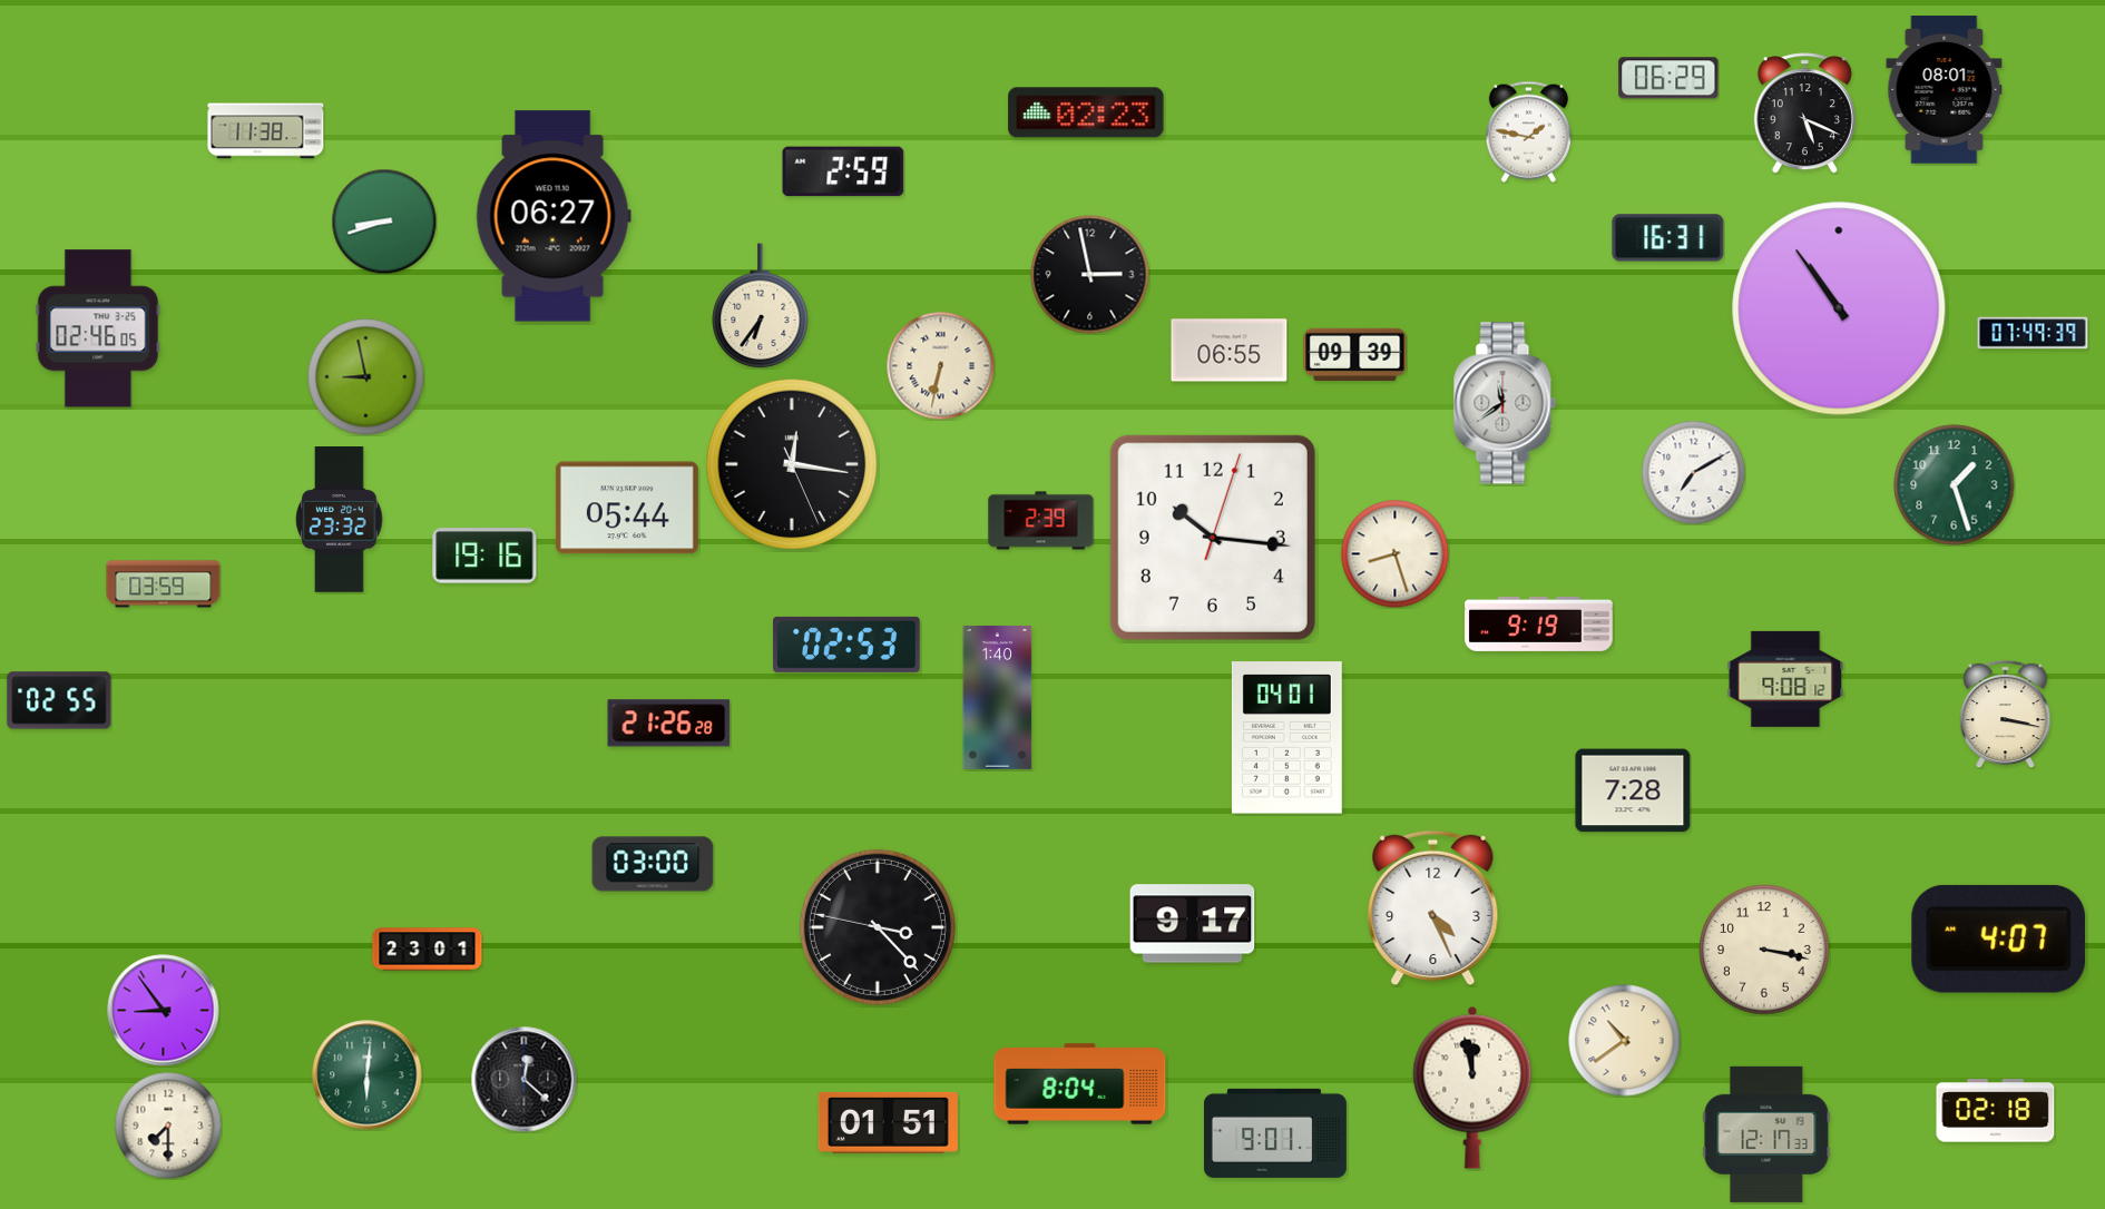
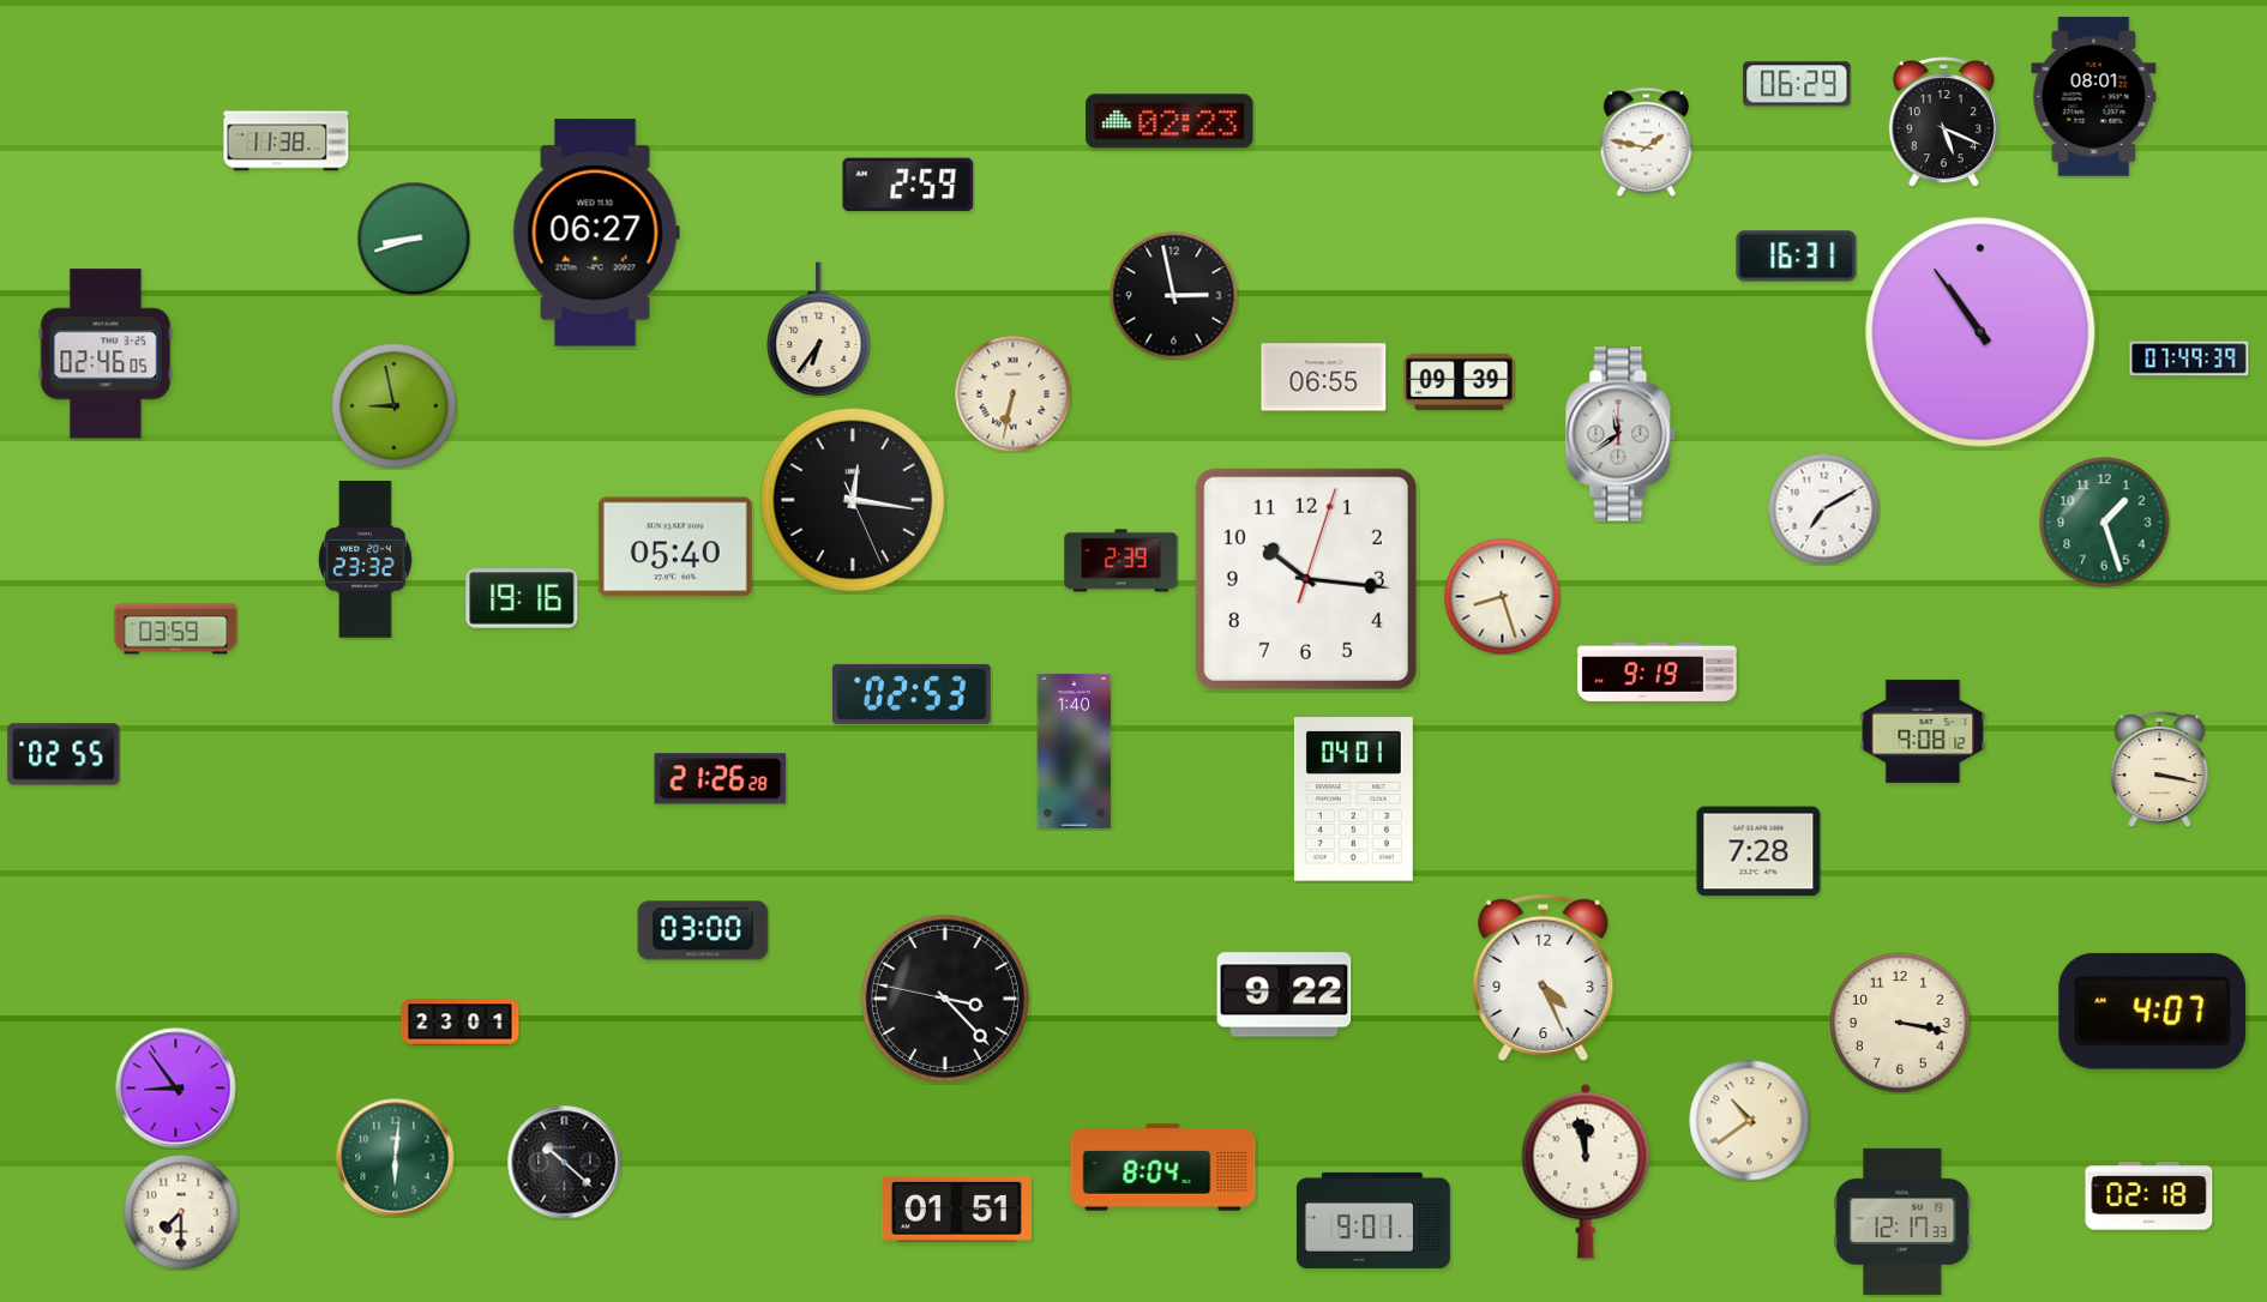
clock at (627, 508): 05:44 -> 05:40
clock at (1286, 738) position: (1286, 738) -> (1353, 800)
clock at (1193, 924): 9:17 -> 9:22
clock at (523, 1079): 12:22 -> 10:22
